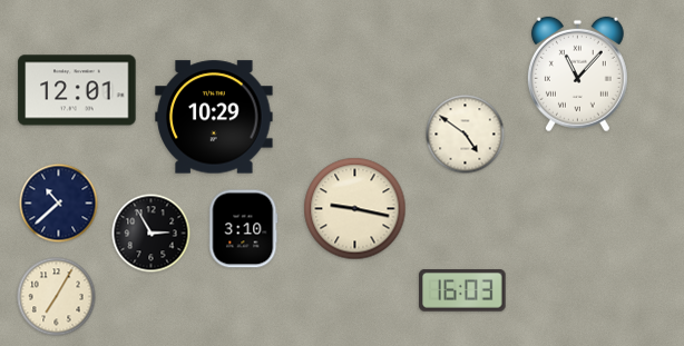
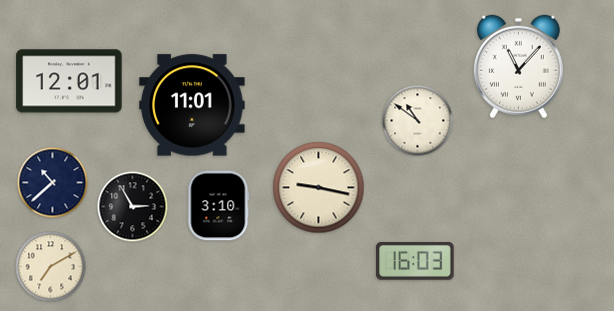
clock at (214, 117): 10:29 -> 11:01
clock at (466, 135): 4:51 -> 10:51
clock at (152, 234) position: (152, 234) -> (133, 207)
clock at (57, 297): 7:05 -> 7:10
